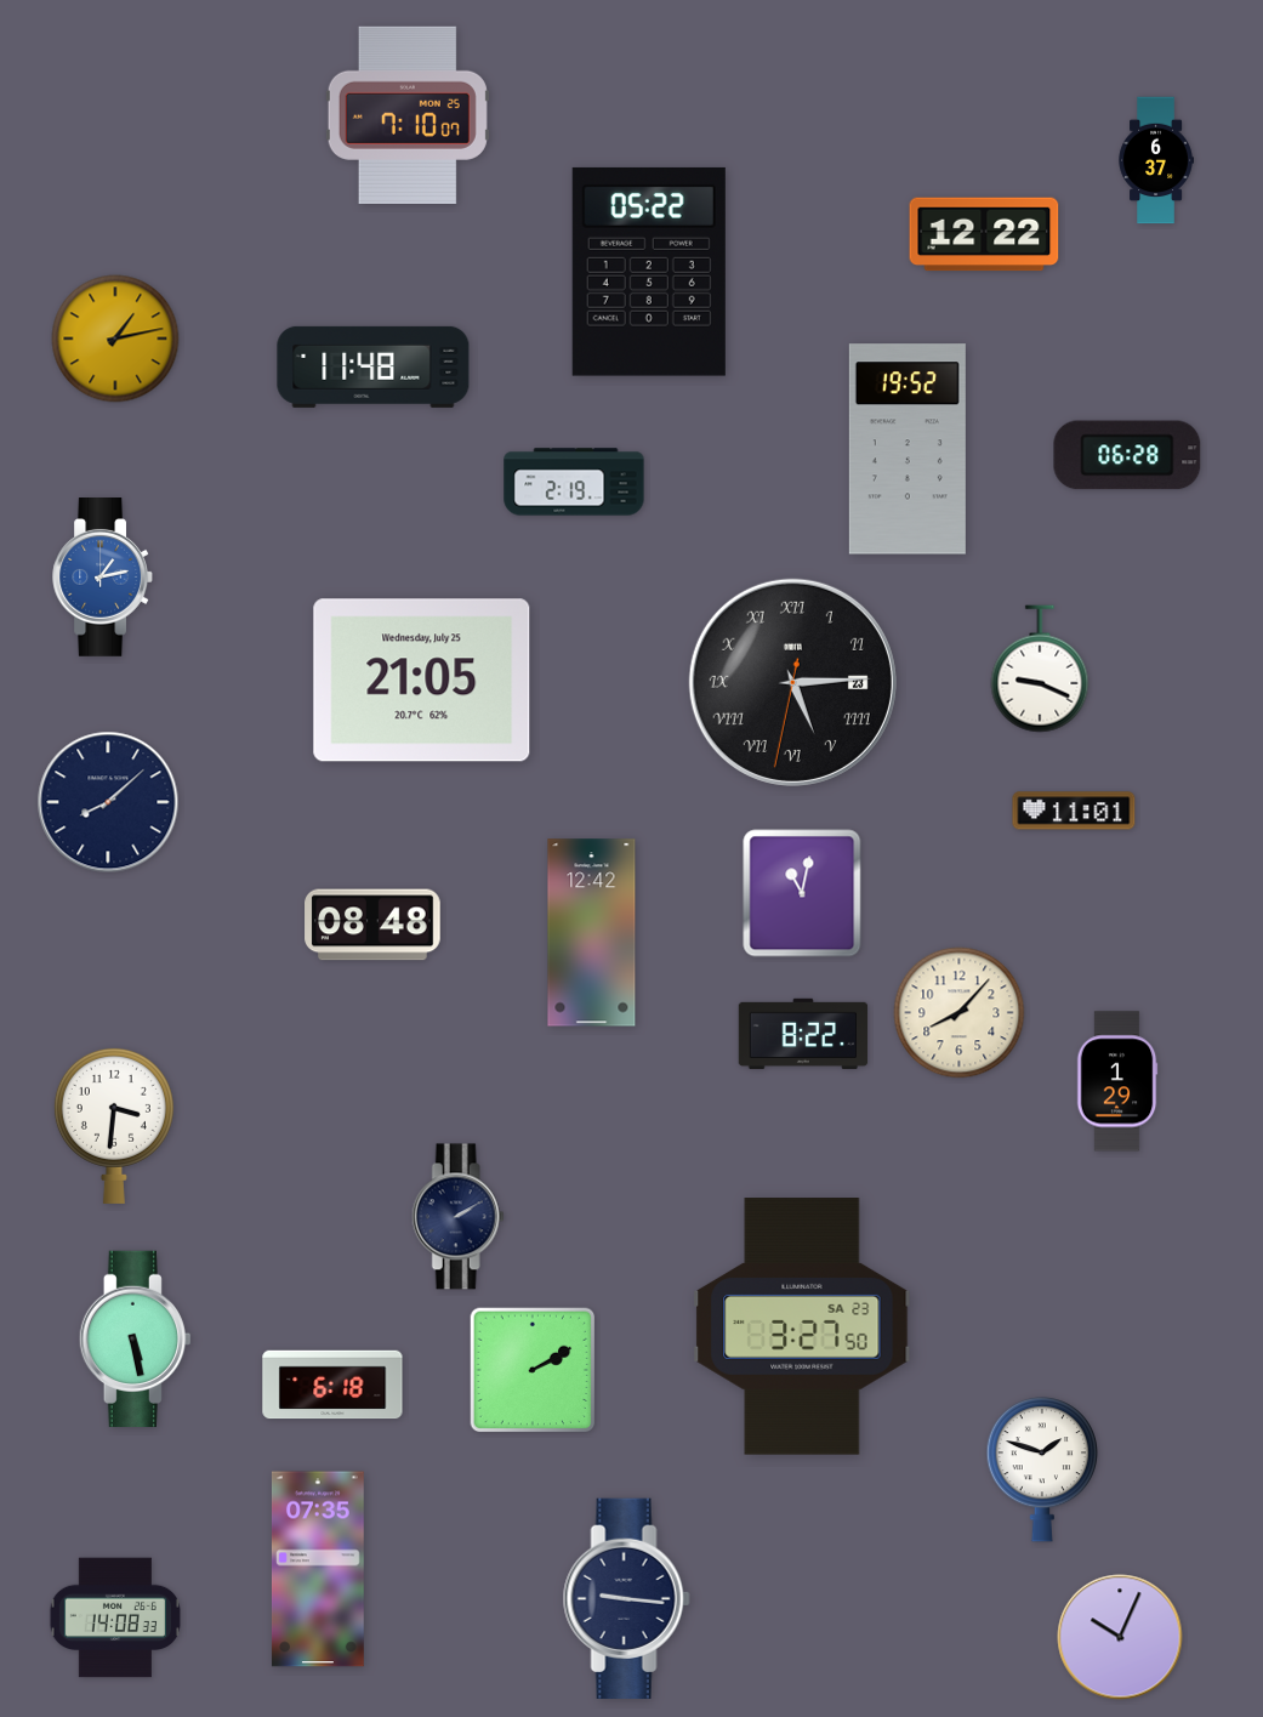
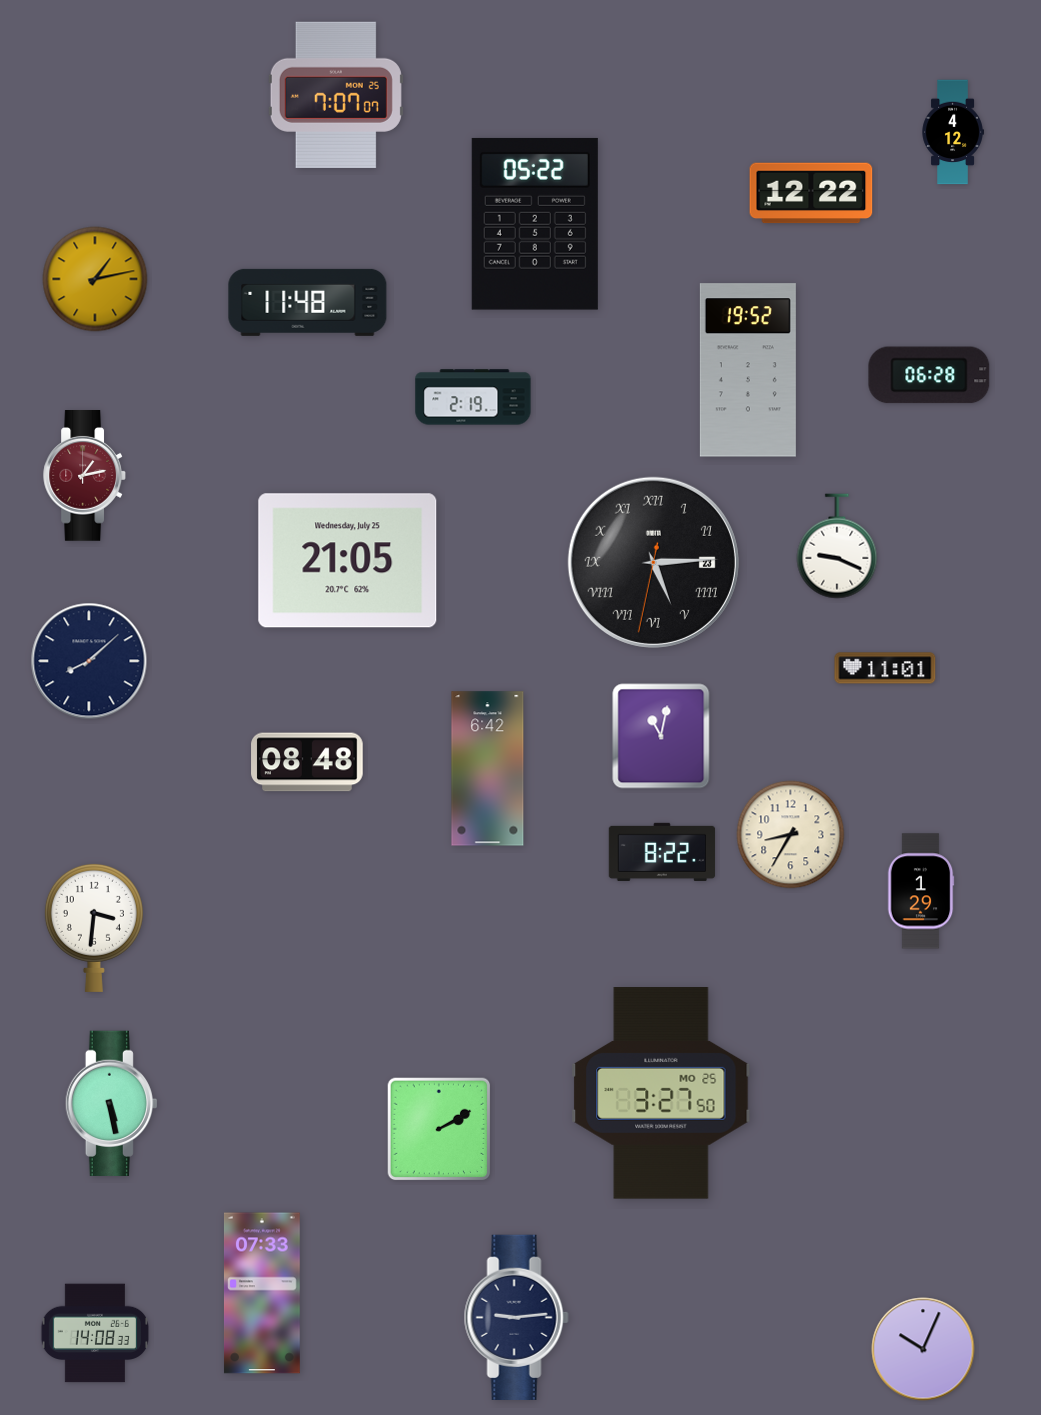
clock at (408, 115): 7:10 -> 7:07
clock at (1156, 160): 6:37 -> 4:12
clock at (102, 578) dial: blue -> burgundy
clock at (1040, 669) position: (1040, 669) -> (837, 546)
clock at (592, 933): 12:42 -> 6:42
clock at (960, 1013): 8:07 -> 8:35
clock at (457, 1217): 2:10 -> none
clock at (802, 1326) date: SA 23 -> MO 25
clock at (332, 1385): 6:18 -> none
clock at (1041, 1471): 1:48 -> none
clock at (318, 1569): 07:35 -> 07:33
clock at (626, 1598): 9:16 -> 9:14
